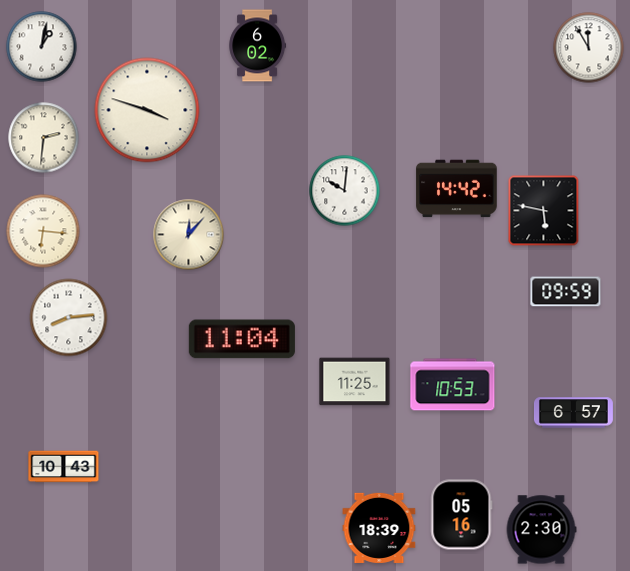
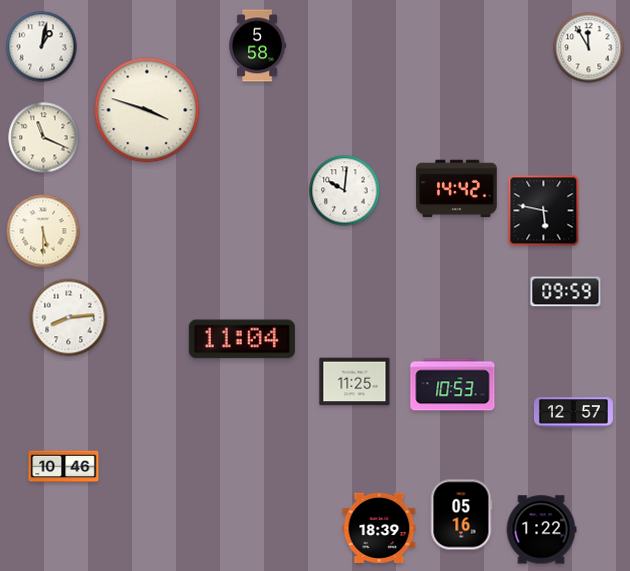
clock at (258, 46): 6:02 -> 5:58
clock at (44, 138): 2:31 -> 11:19
clock at (43, 231): 6:16 -> 5:30
clock at (189, 235): 12:07 -> none
clock at (573, 413): 6:57 -> 12:57
clock at (64, 467): 10:43 -> 10:46
clock at (541, 530): 2:30 -> 1:22
